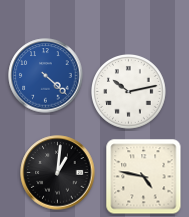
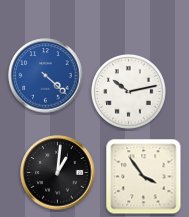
clock at (144, 177): 4:47 -> 3:54
